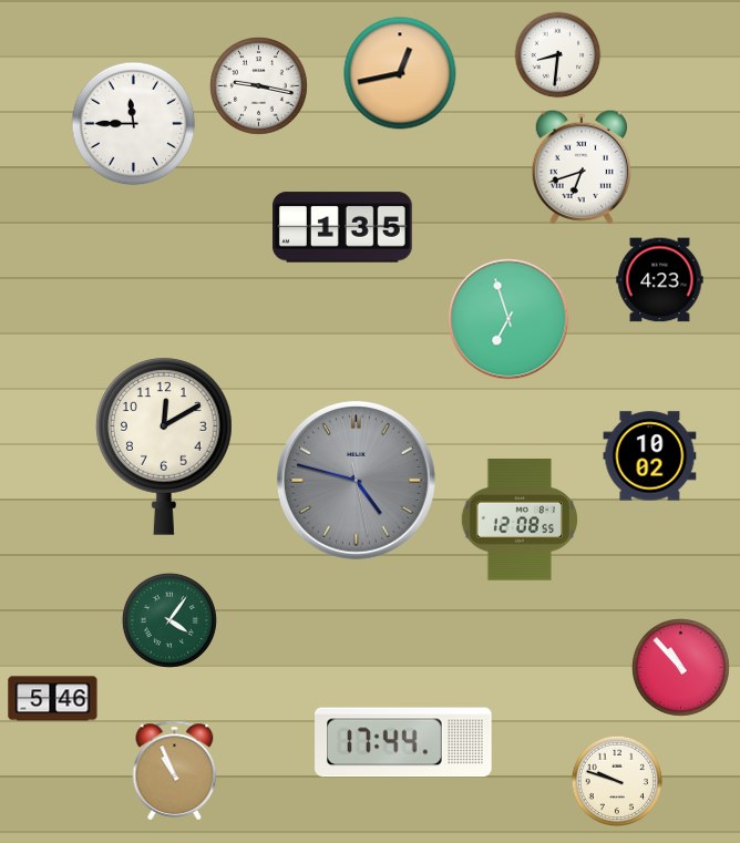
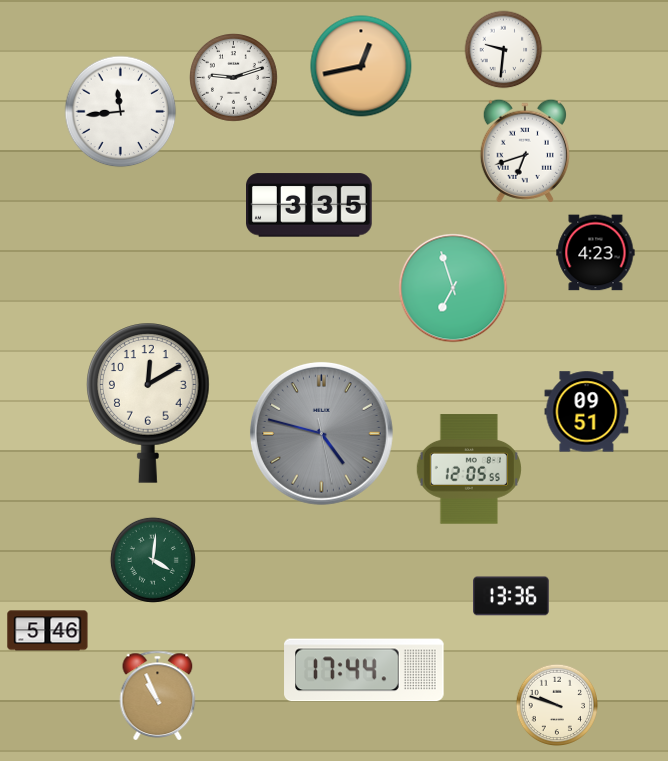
clock at (558, 55): 8:31 -> 9:31
clock at (259, 86): 9:17 -> 9:12
clock at (134, 124): 11:45 -> 11:44
clock at (343, 227): 1:35 -> 3:35
clock at (508, 319) position: (508, 319) -> (453, 288)
clock at (650, 456): 10:02 -> 09:51
clock at (520, 520): 12:08 -> 12:05
clock at (169, 620): 4:06 -> 4:01
clock at (512, 596): none -> 13:36
clock at (681, 668): 10:53 -> none
